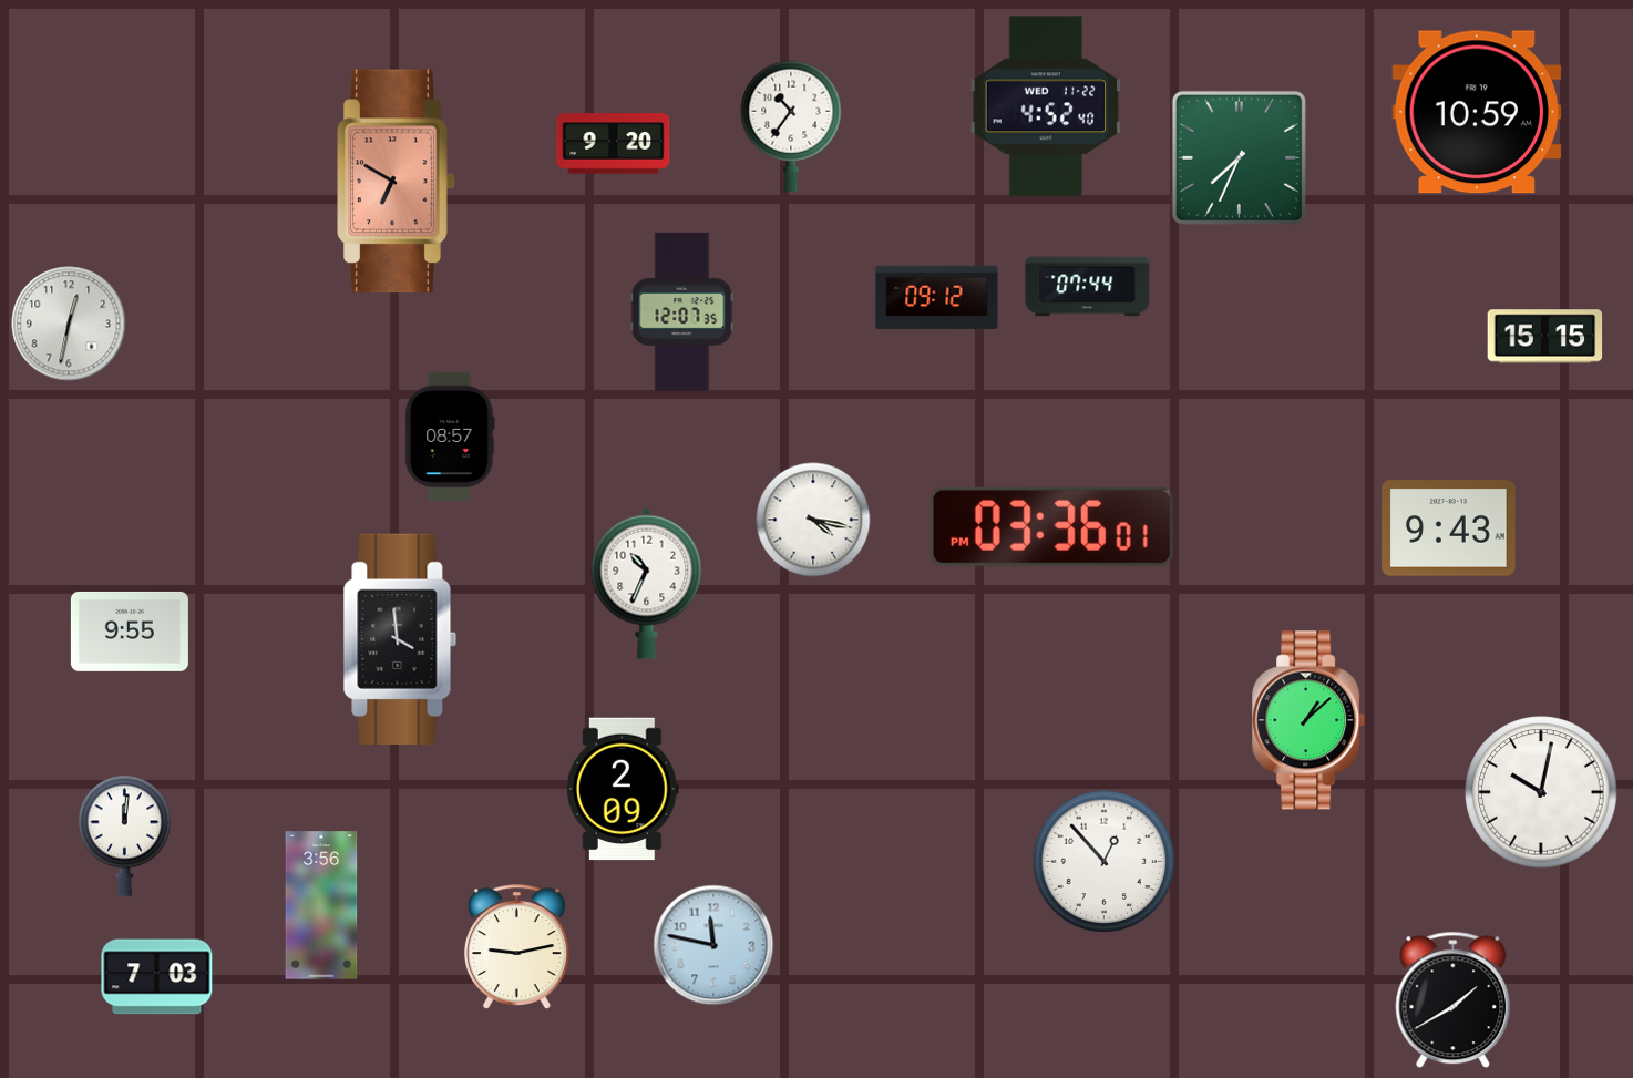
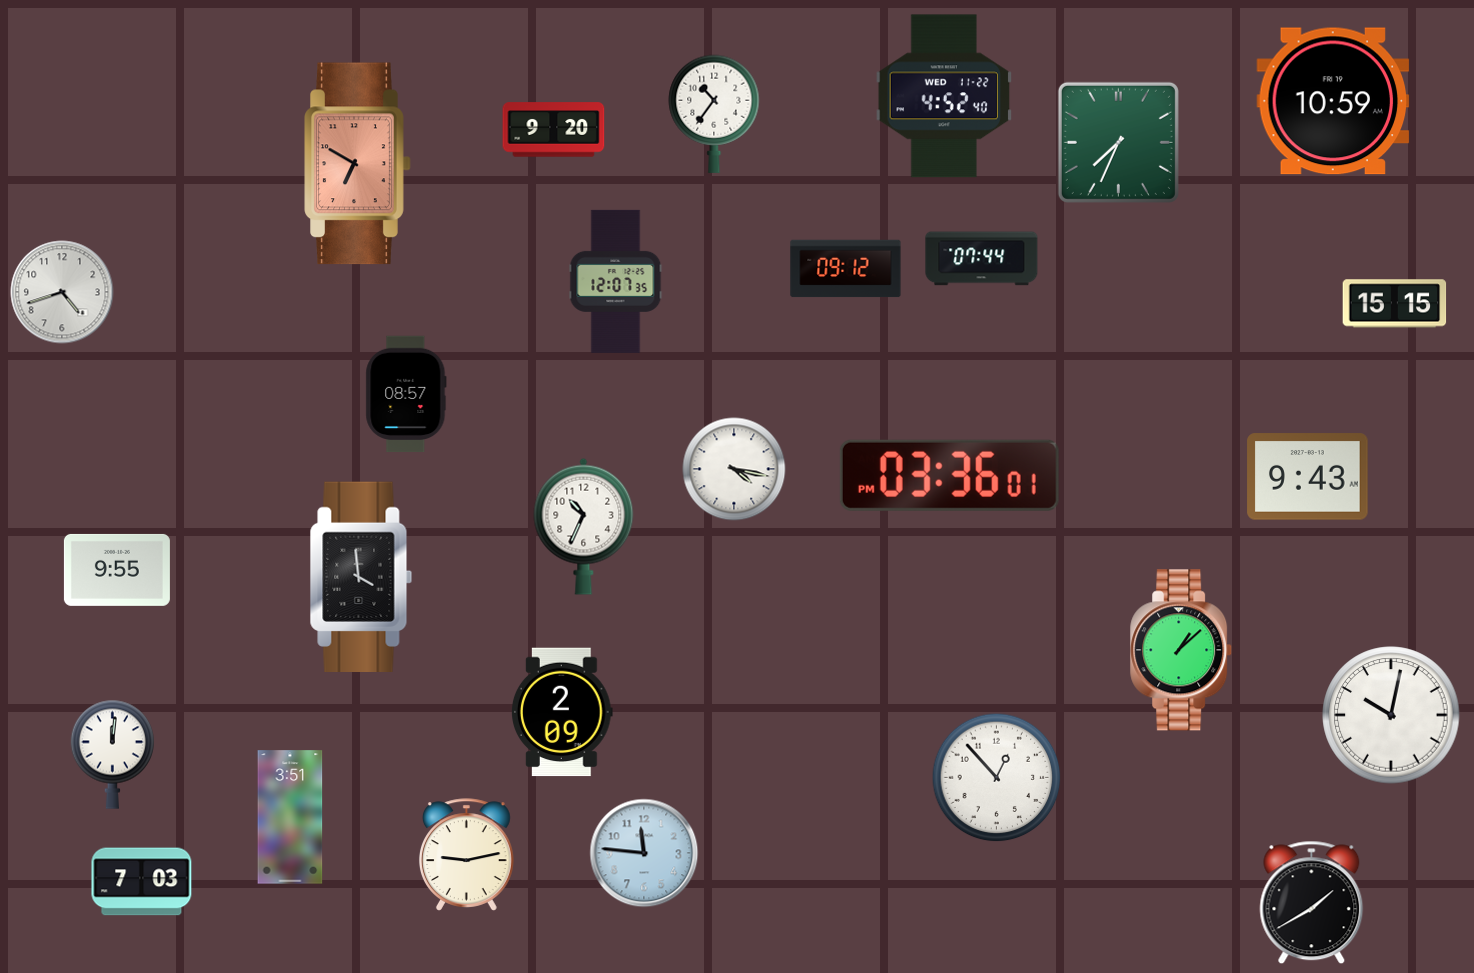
clock at (69, 324): 12:32 -> 4:42
clock at (321, 905): 3:56 -> 3:51
clock at (713, 945): 11:47 -> 11:46
